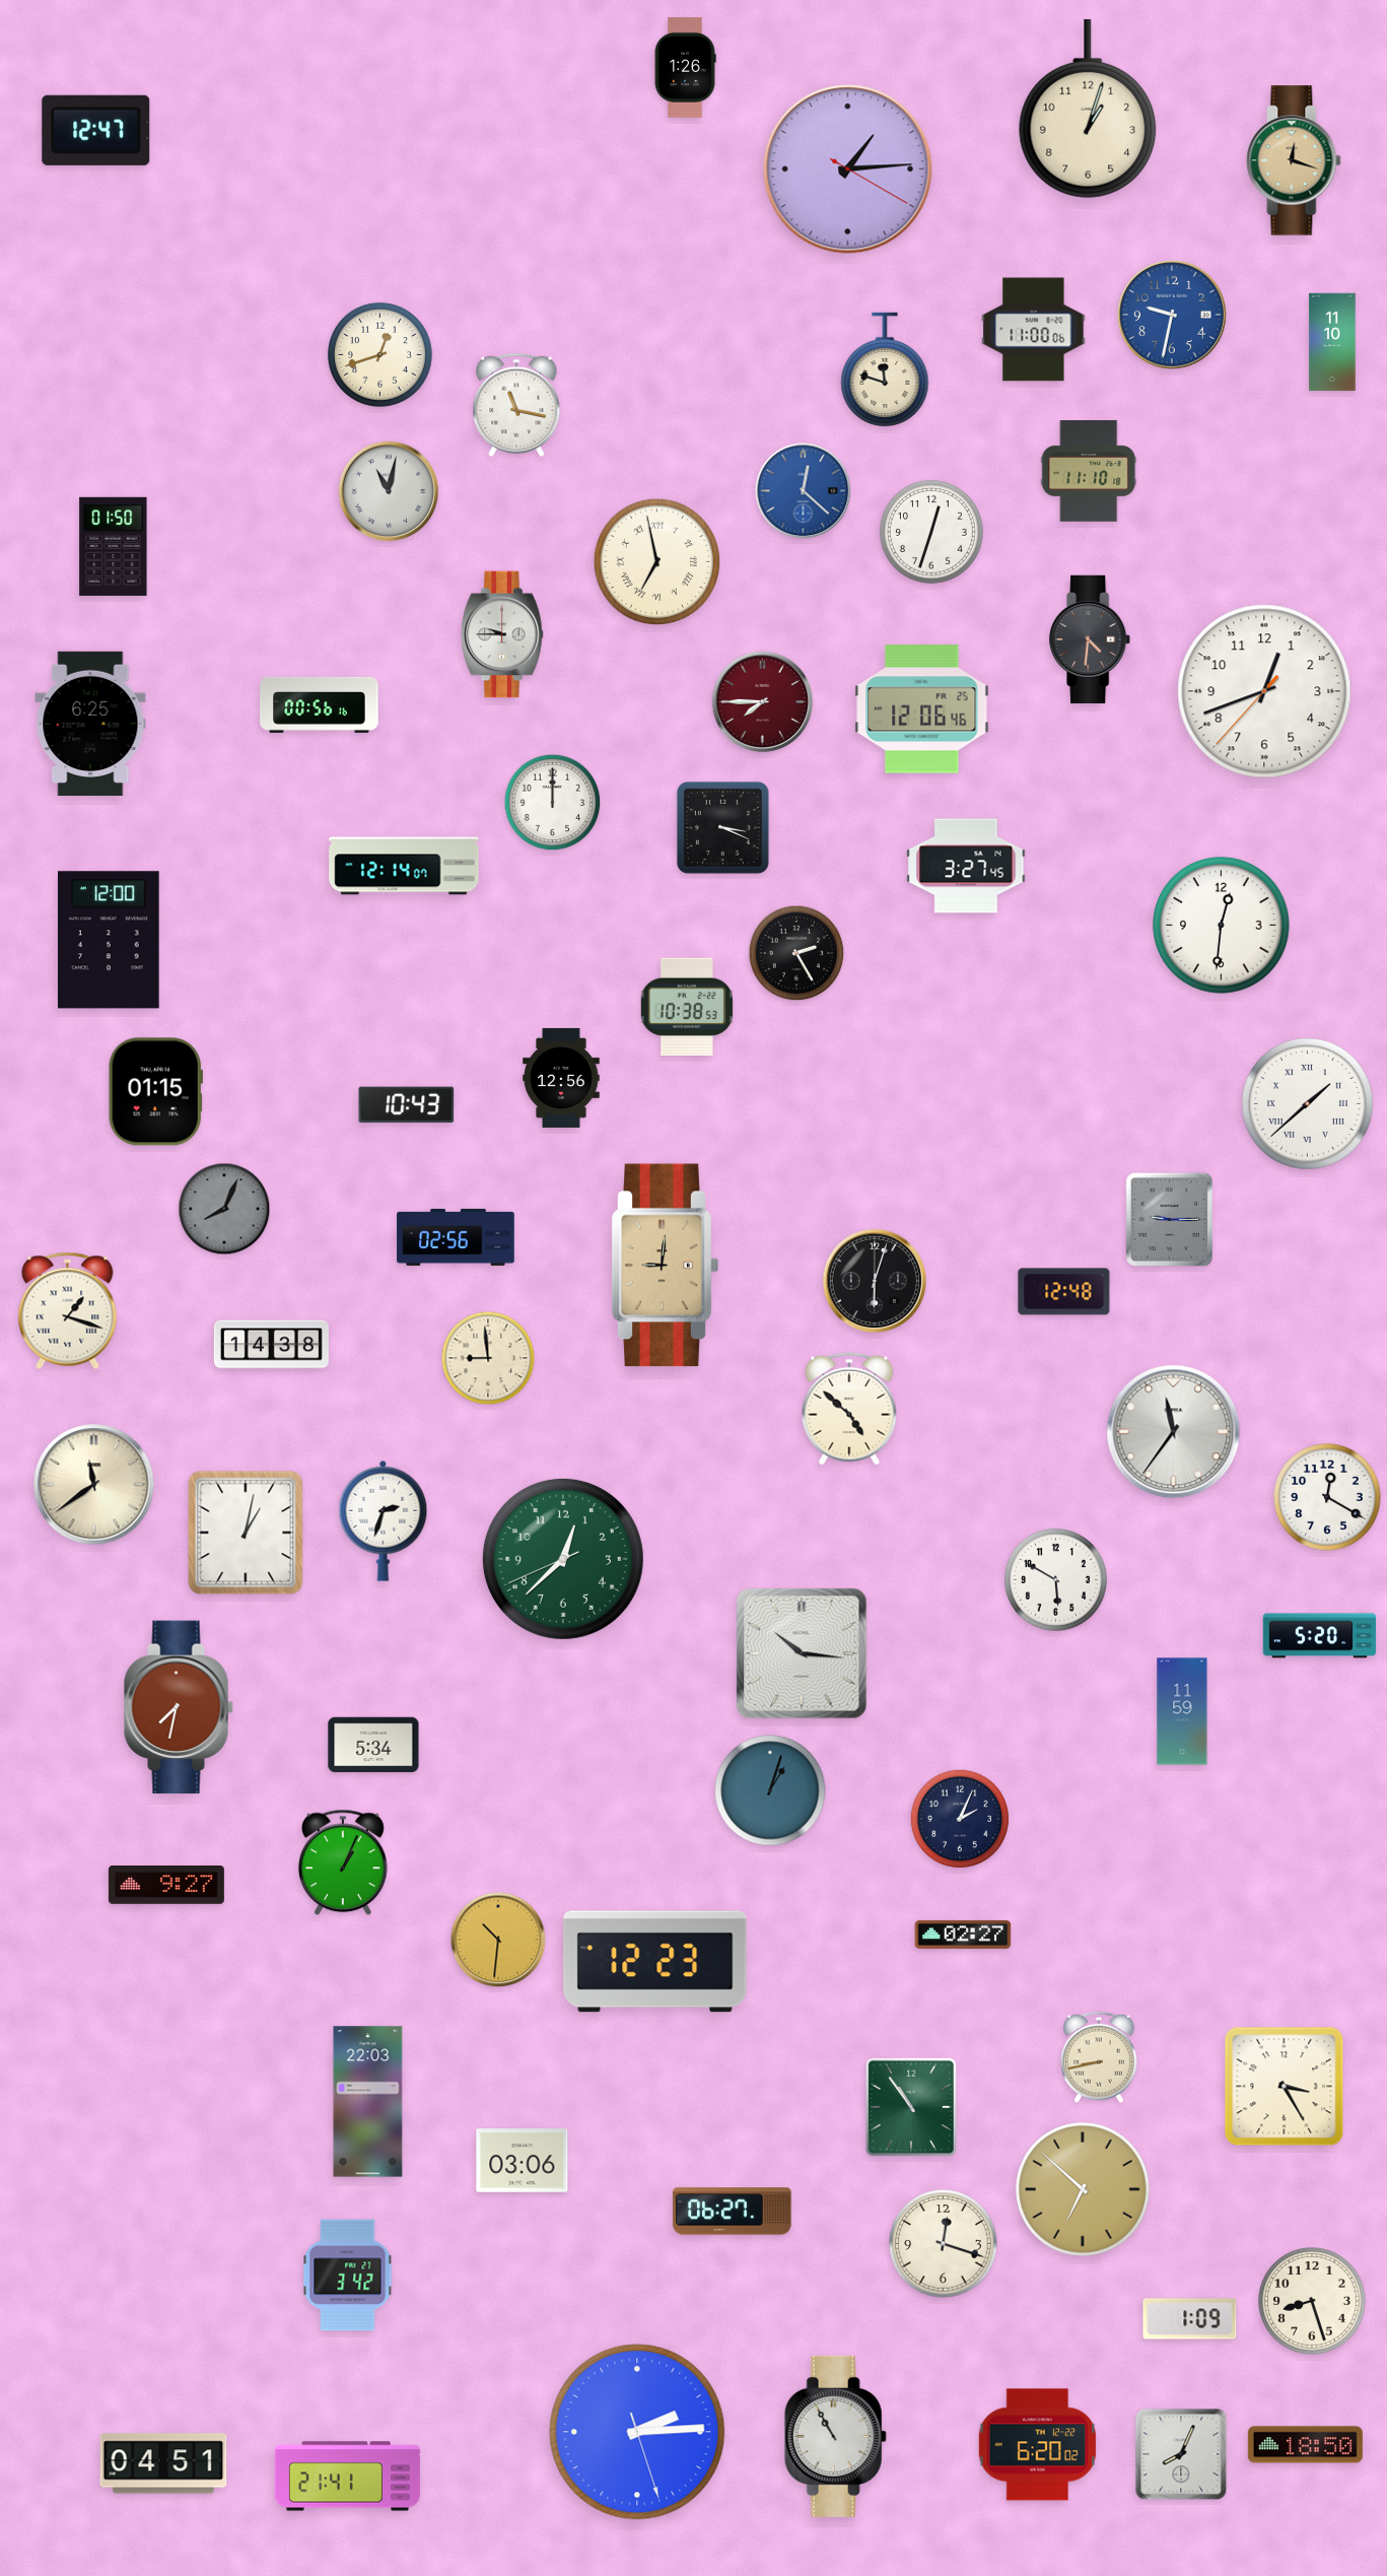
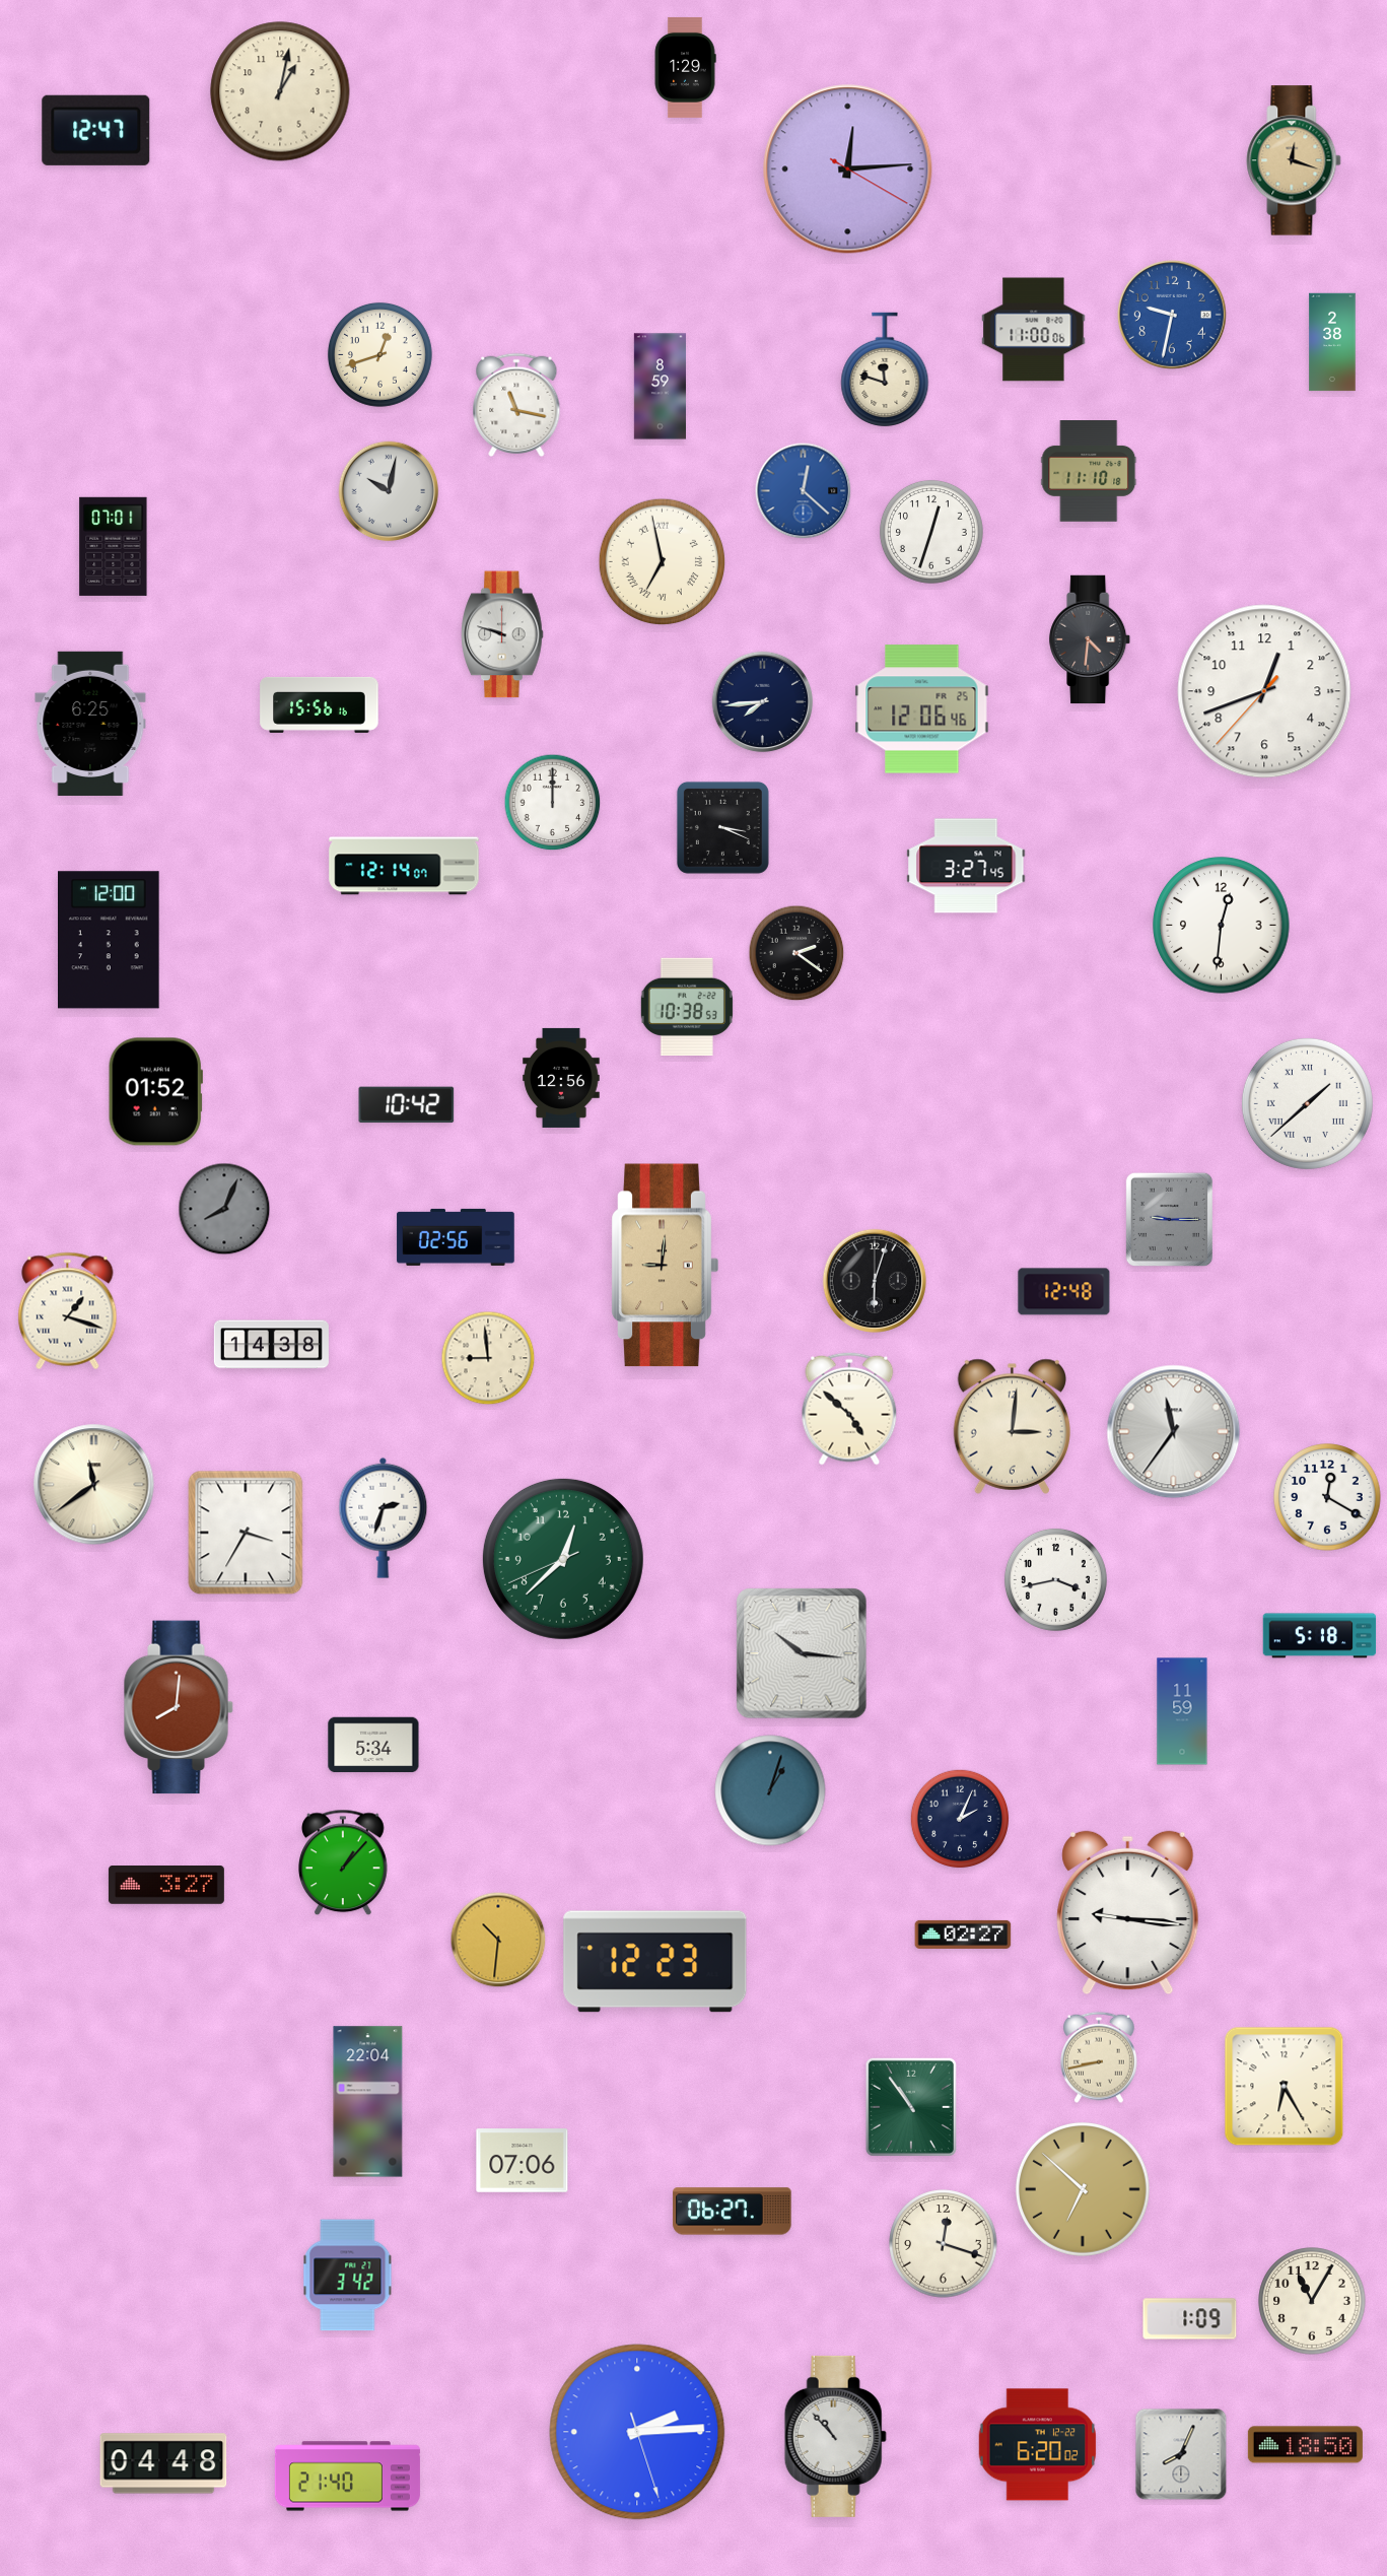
clock at (685, 67): 1:26 -> 1:29
clock at (280, 91): none -> 1:02
clock at (1088, 109): 1:03 -> none
clock at (848, 170): 1:14 -> 12:14
clock at (1332, 342): 11:10 -> 2:38
clock at (660, 387): none -> 8:59
clock at (389, 491): 11:02 -> 10:02
clock at (114, 546): 01:50 -> 07:01
clock at (657, 562) position: (657, 562) -> (663, 562)
clock at (502, 634): 9:45 -> 9:48
clock at (763, 702): 7:45 -> 7:44
clock at (763, 702) dial: burgundy -> navy
clock at (320, 704): 00:56 -> 15:56
clock at (796, 953): 2:25 -> 2:21
clock at (155, 1092): 01:15 -> 01:52
clock at (407, 1105): 10:43 -> 10:42
clock at (1012, 1426): none -> 3:01
clock at (384, 1520) position: (384, 1520) -> (384, 1517)
clock at (246, 1533): 1:02 -> 3:35
clock at (1055, 1579): 5:50 -> 3:43
clock at (1320, 1636): 5:20 -> 5:18
clock at (179, 1707): 7:32 -> 8:01
clock at (344, 1862): 1:04 -> 1:07
clock at (166, 1885): 9:27 -> 3:27
clock at (1128, 1913): none -> 9:16
clock at (1285, 2087): 3:25 -> 6:25
clock at (368, 2102): 22:03 -> 22:04
clock at (523, 2161): 03:06 -> 07:06
clock at (1312, 2301): 8:27 -> 11:05
clock at (835, 2436): 10:55 -> 10:53
clock at (163, 2463): 04:51 -> 04:48
clock at (347, 2477): 21:41 -> 21:40
